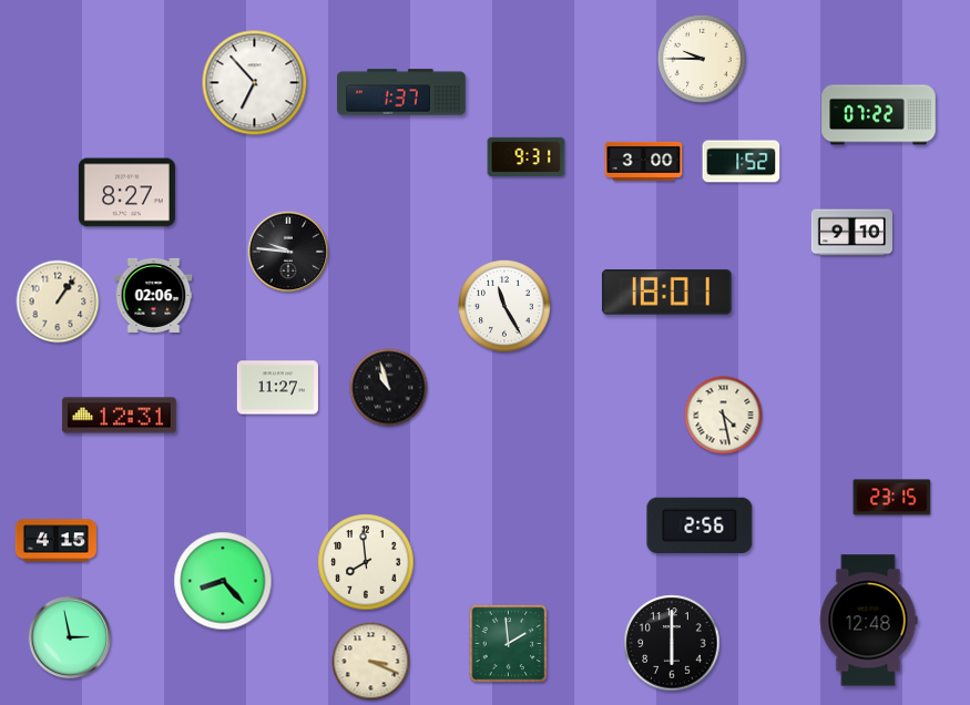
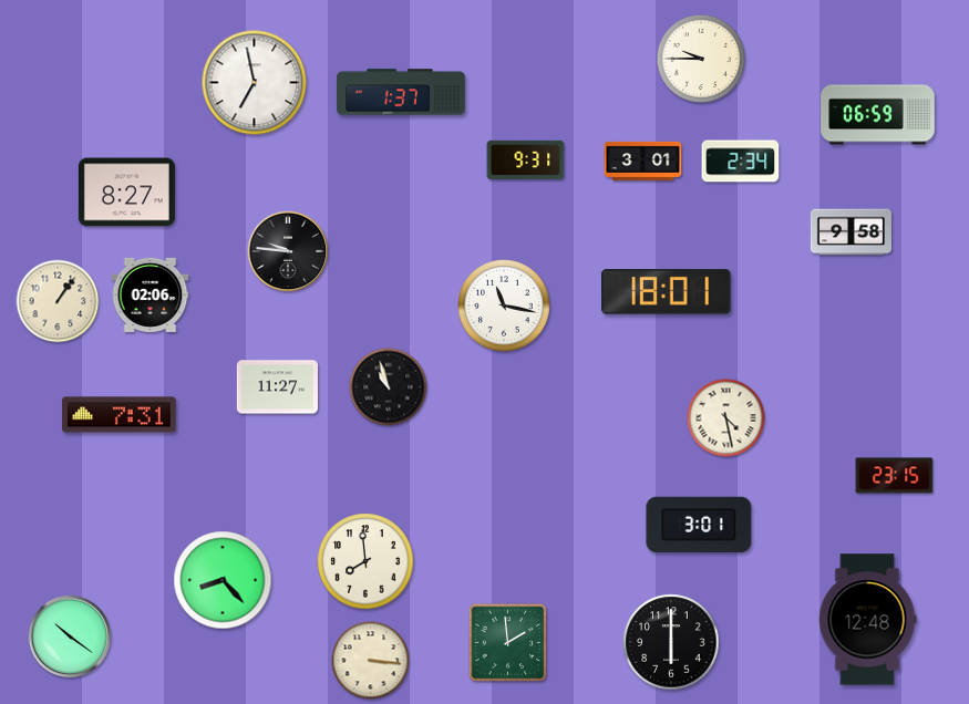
clock at (255, 83): 6:53 -> 6:58
clock at (879, 115): 07:22 -> 06:59
clock at (527, 157) position: (527, 157) -> (526, 161)
clock at (644, 161): 3:00 -> 3:01
clock at (742, 162): 1:52 -> 2:34
clock at (851, 233): 9:10 -> 9:58
clock at (154, 295) position: (154, 295) -> (151, 294)
clock at (506, 307): 11:25 -> 11:17
clock at (120, 416): 12:31 -> 7:31
clock at (724, 416) position: (724, 416) -> (726, 418)
clock at (892, 498) position: (892, 498) -> (895, 476)
clock at (700, 524): 2:56 -> 3:01
clock at (55, 541): 4:15 -> none
clock at (70, 637): 2:58 -> 10:21
clock at (371, 662): 3:19 -> 3:16
